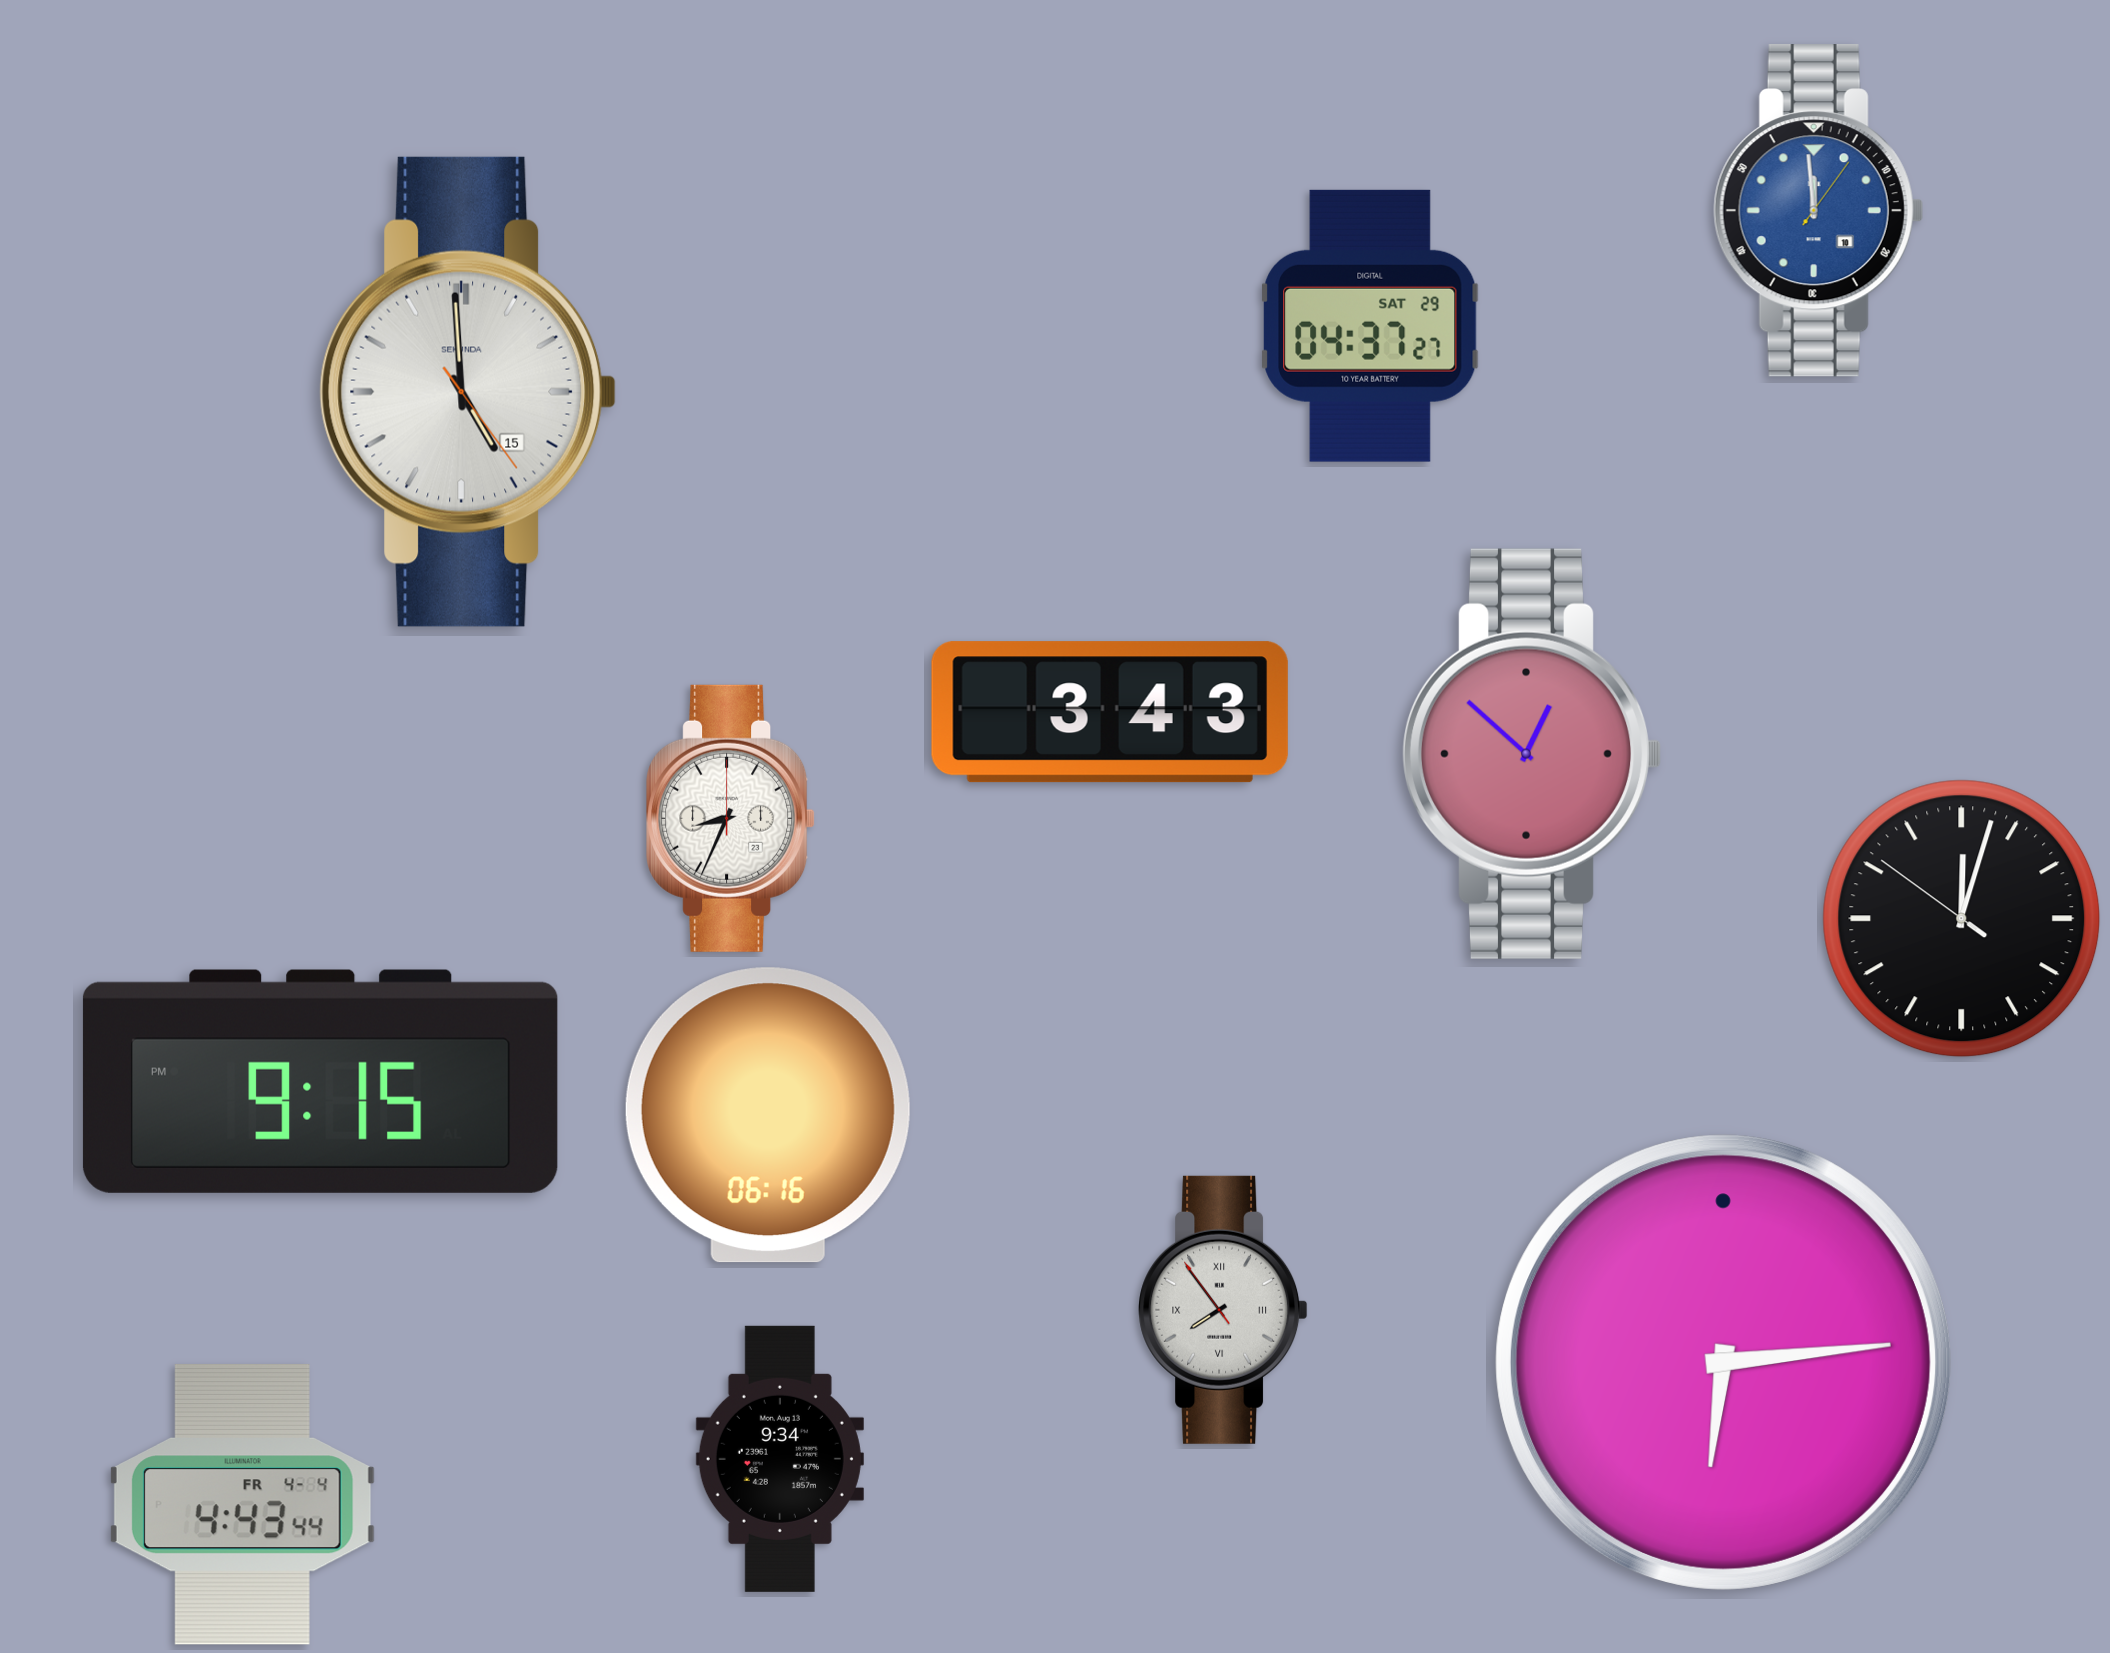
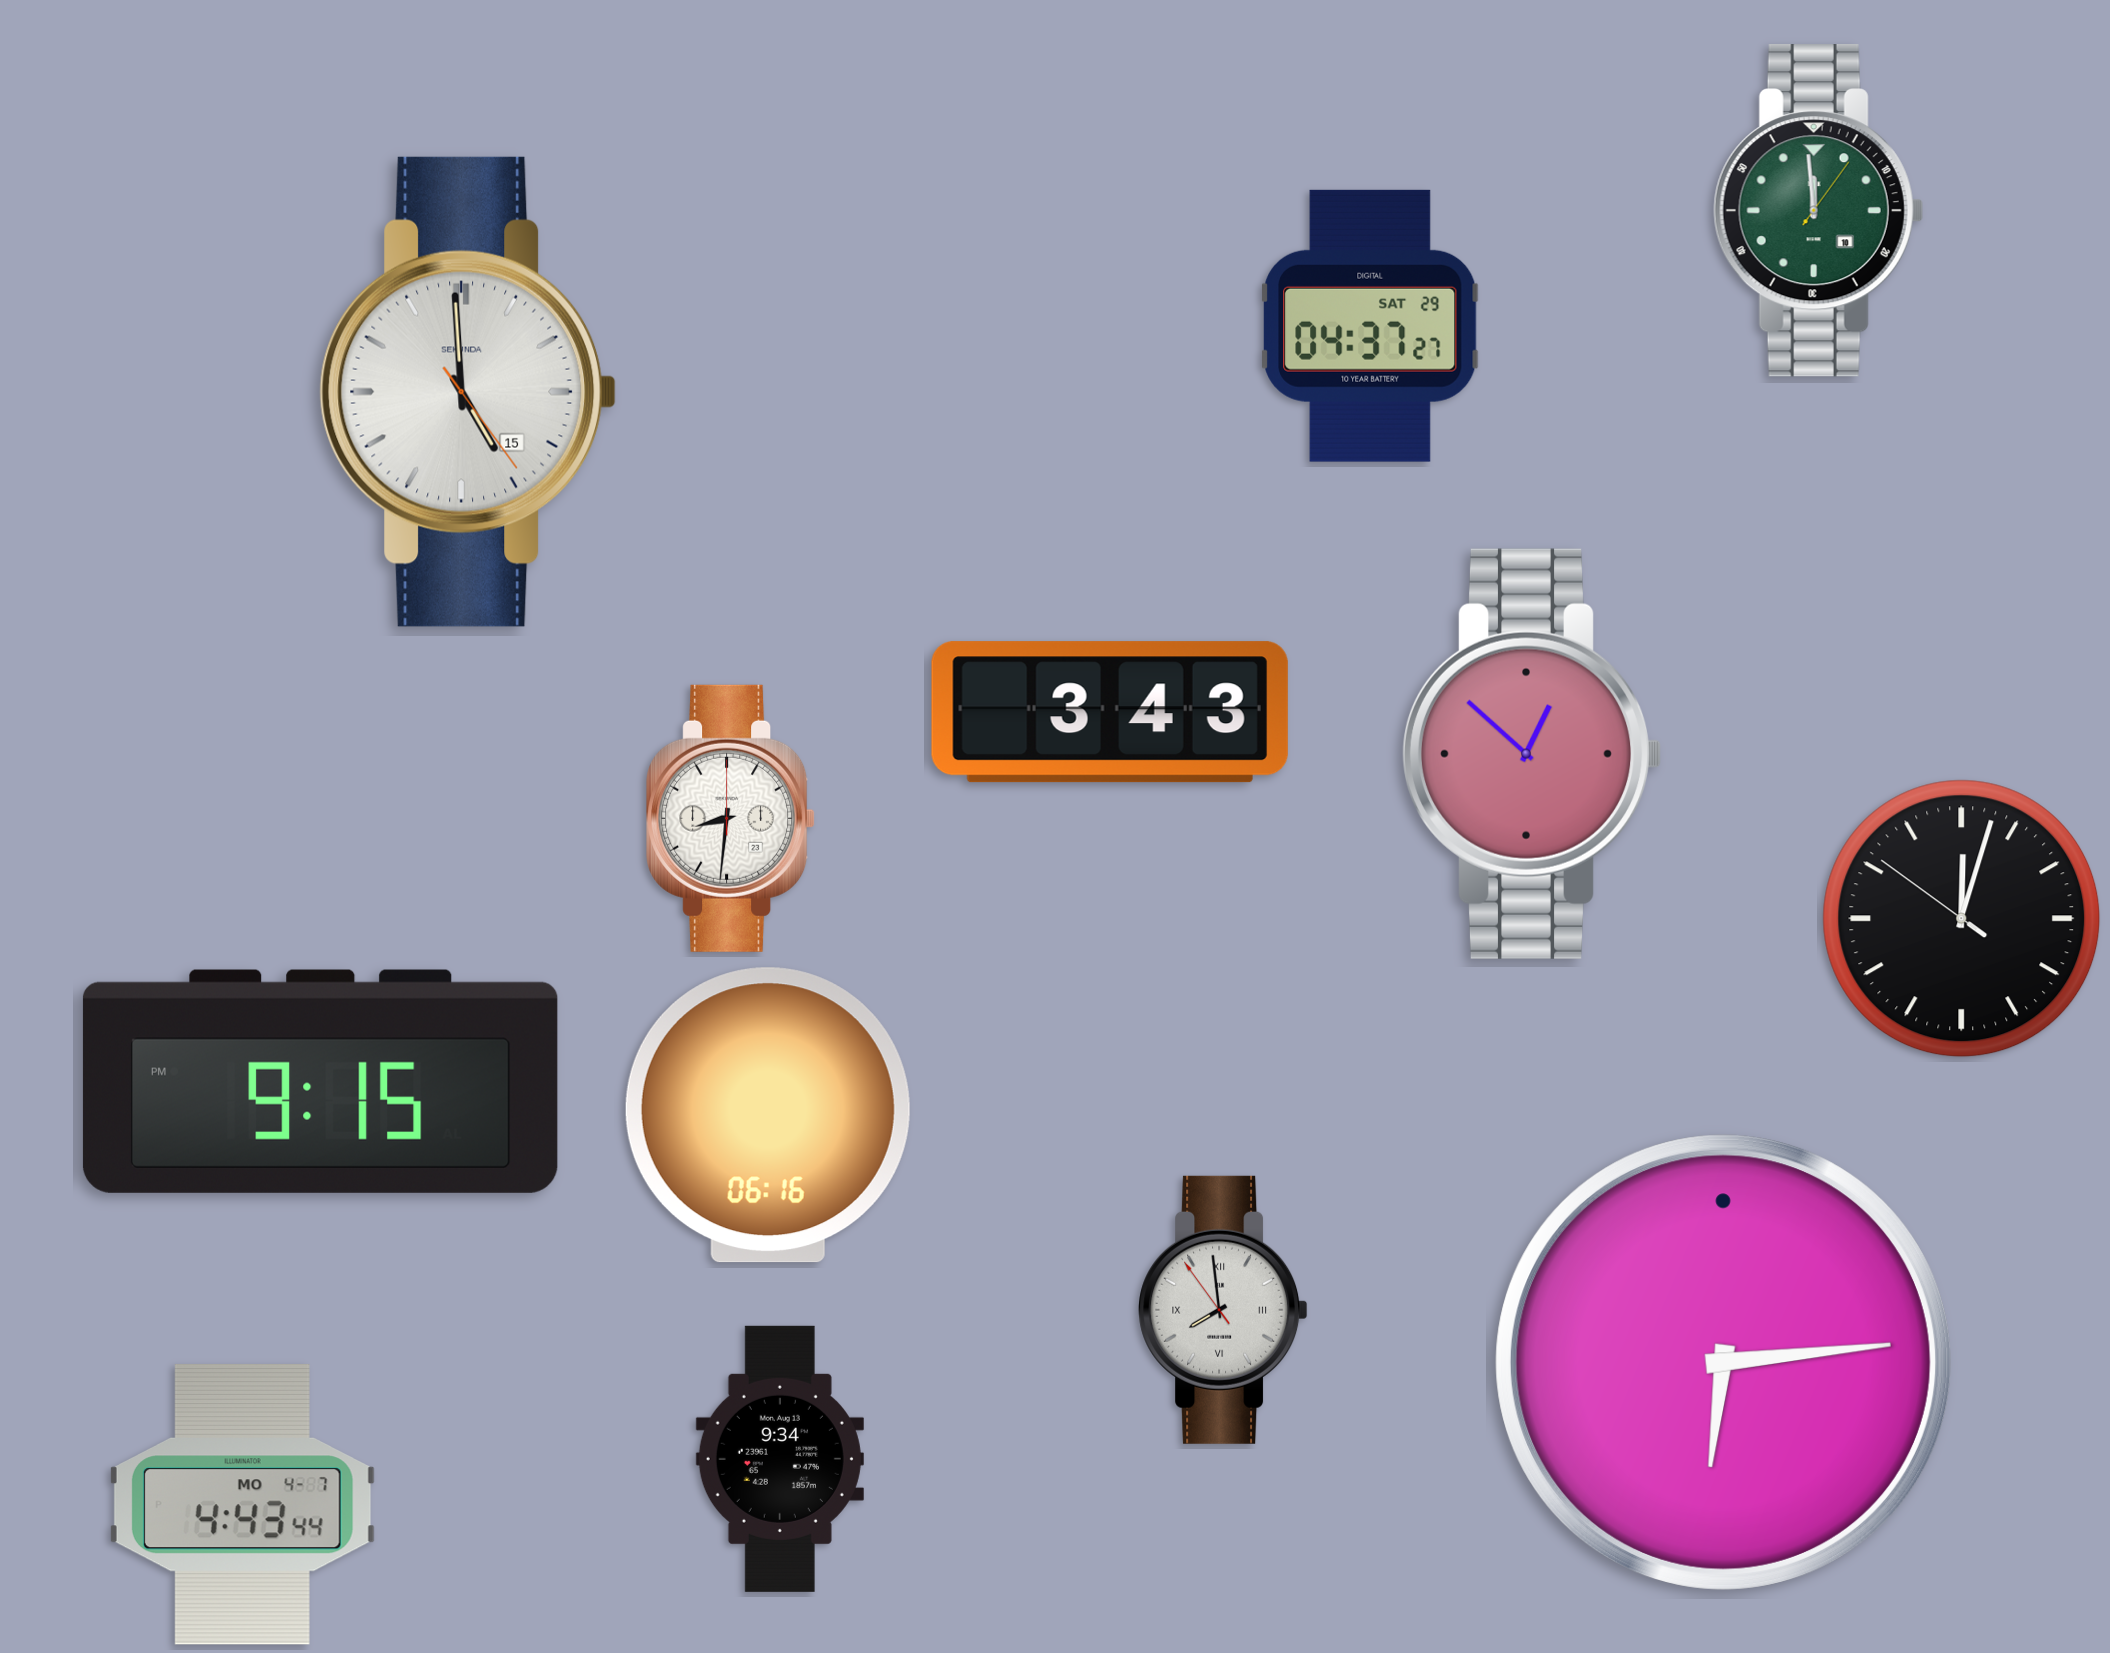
clock at (1818, 211) dial: blue -> green
clock at (731, 818): 8:34 -> 8:31
clock at (1223, 1310): 7:53 -> 7:58
clock at (242, 1504) date: FR 4-4 -> MO 4-7
